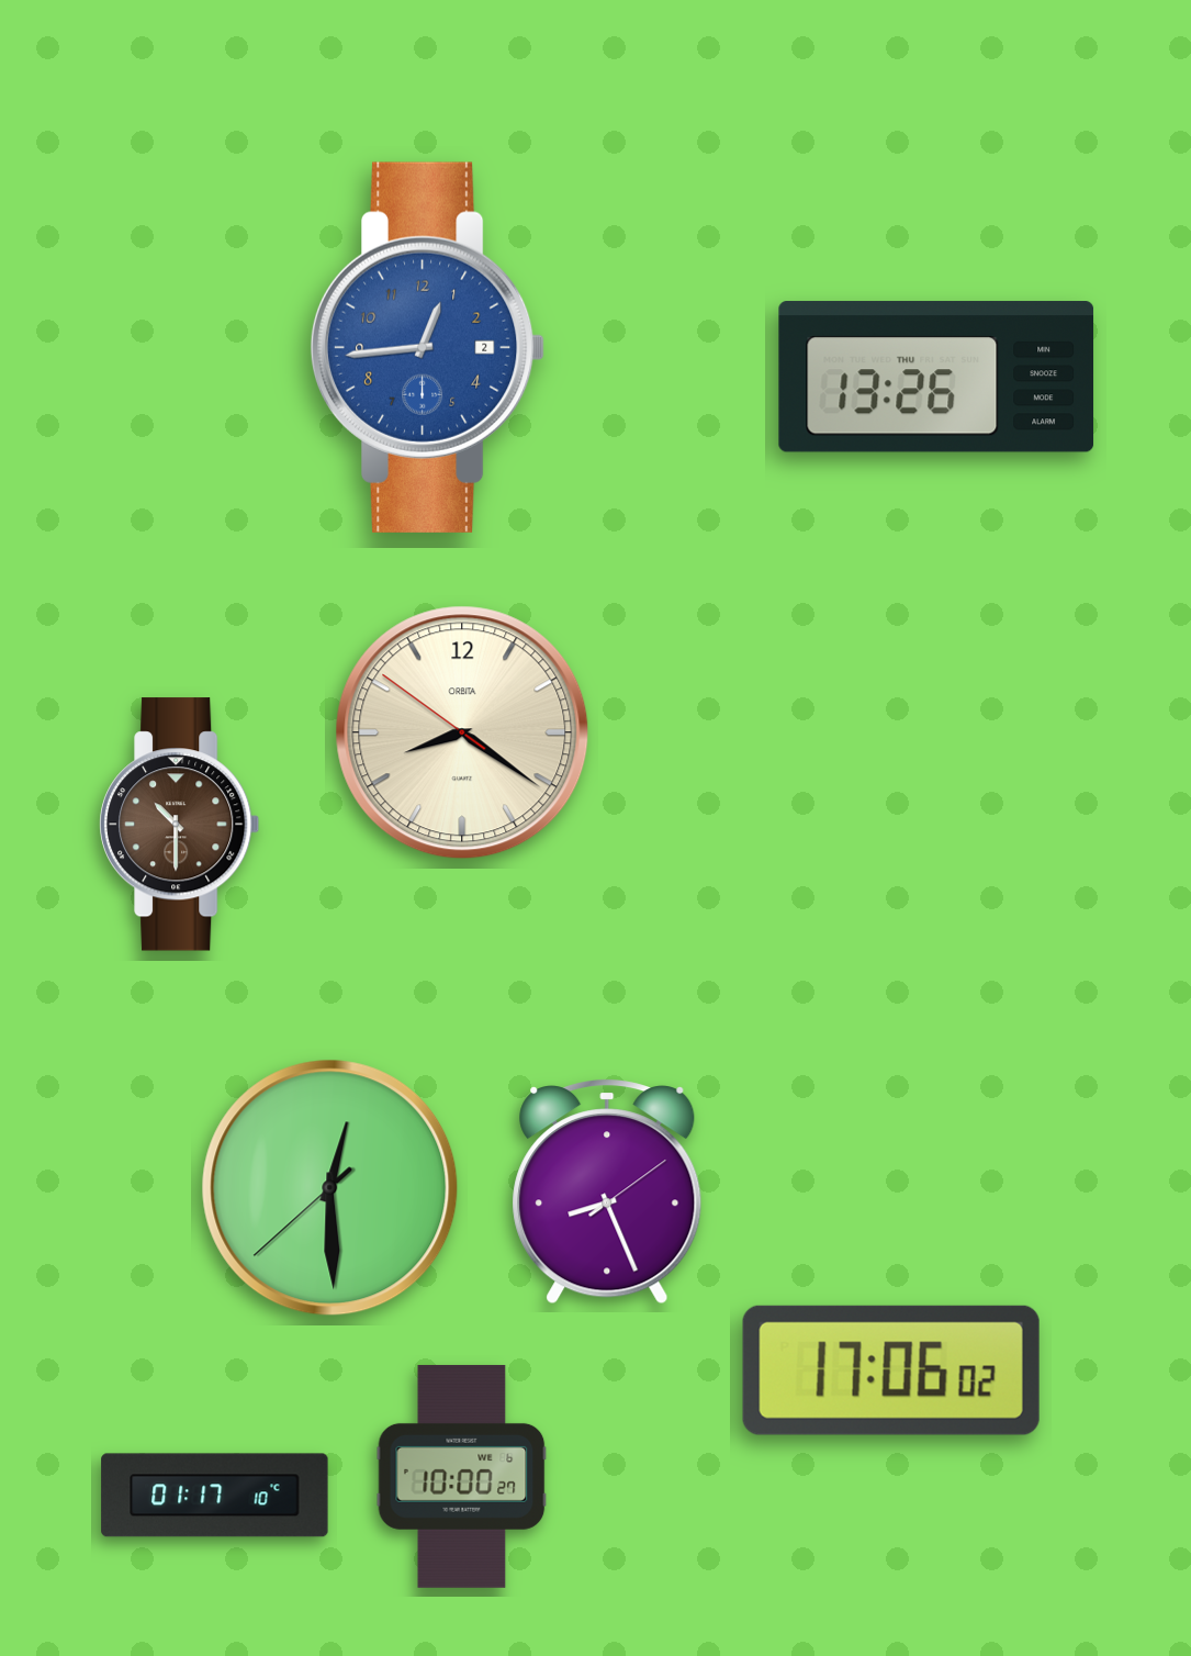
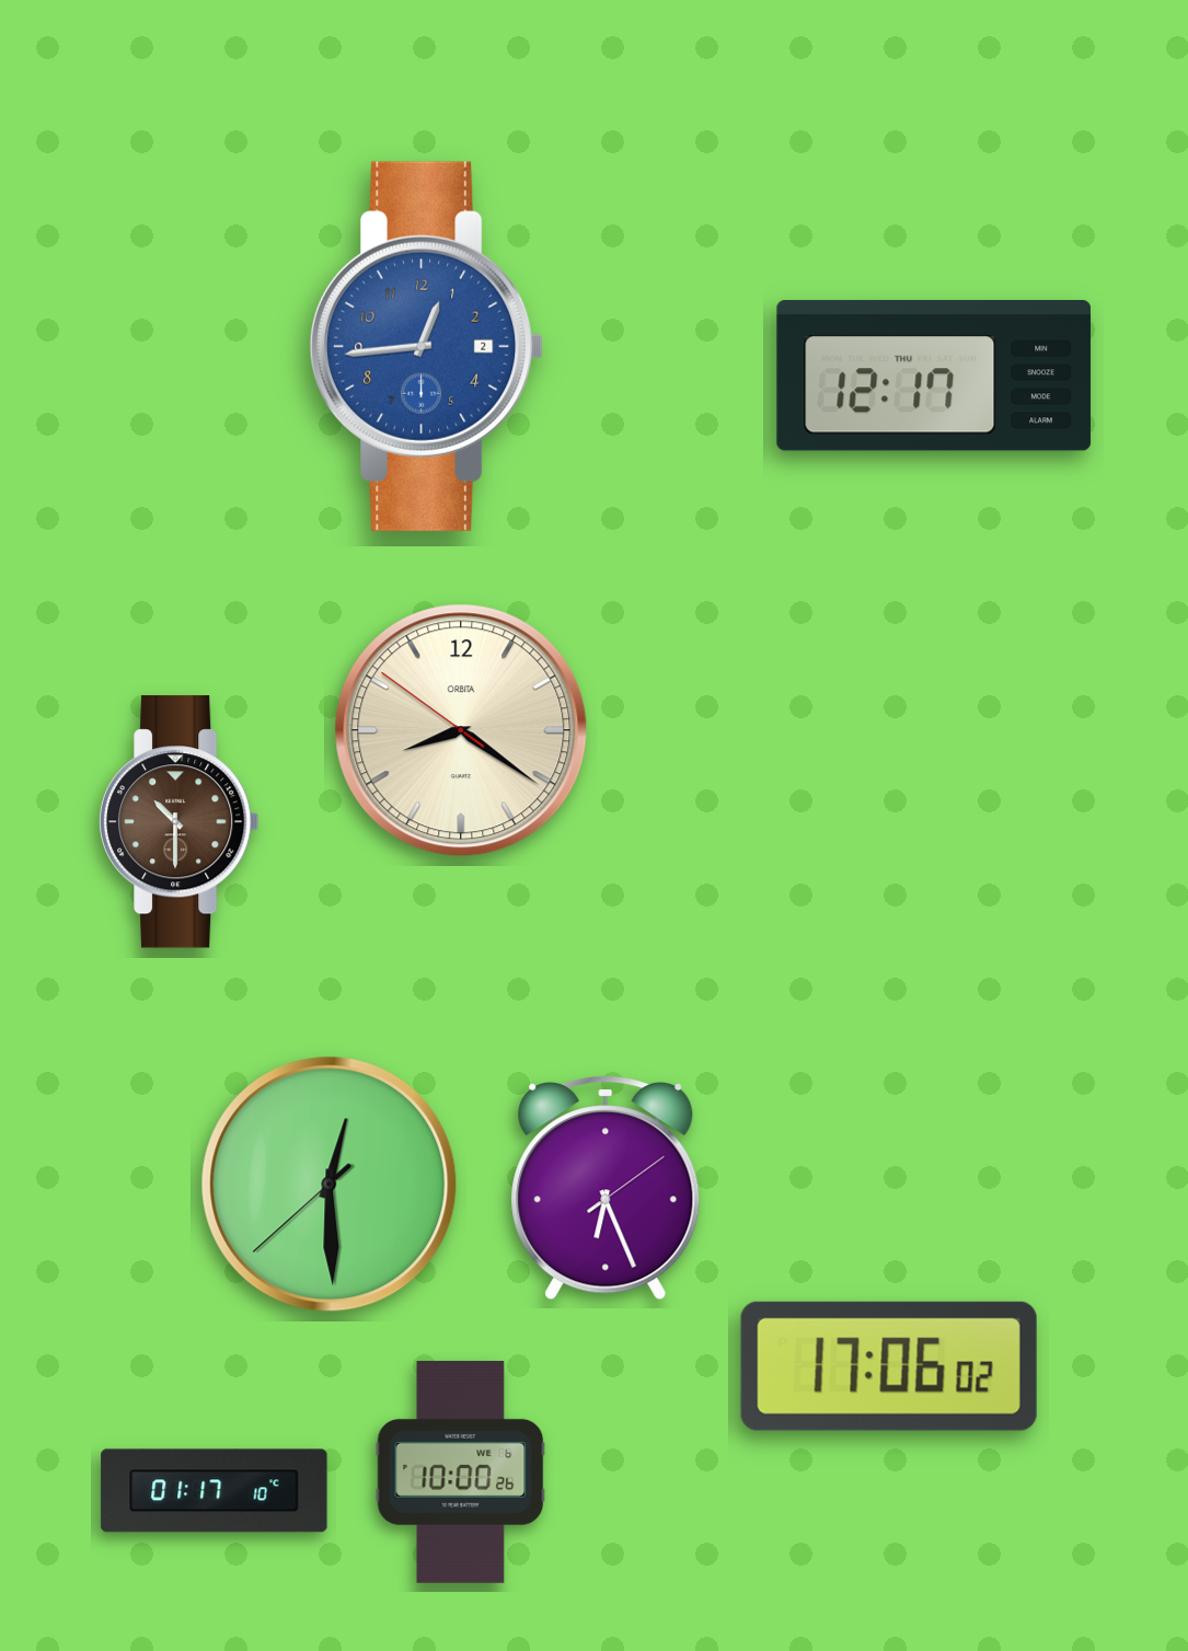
clock at (936, 377): 13:26 -> 12:17
clock at (607, 1193): 8:26 -> 6:26
clock at (462, 1476): 10:00:27 -> 10:00:26
